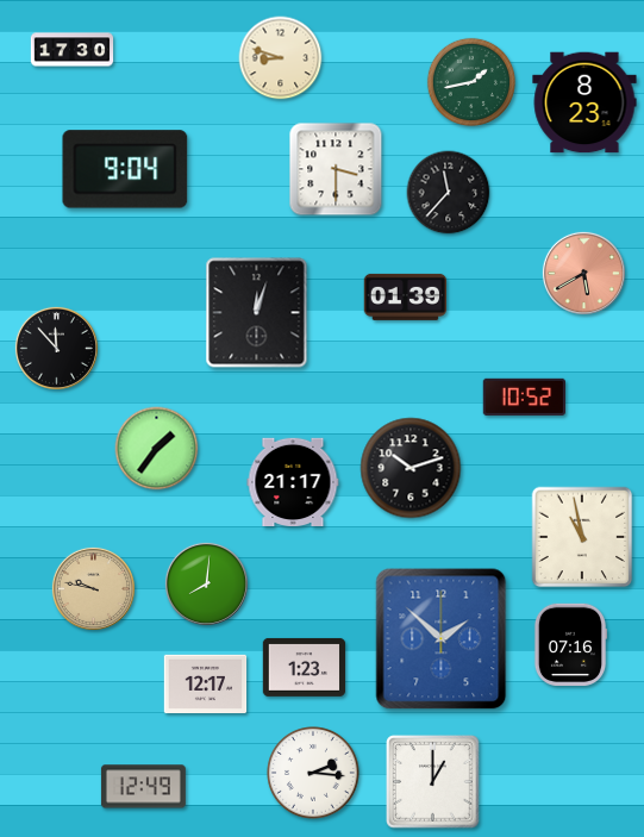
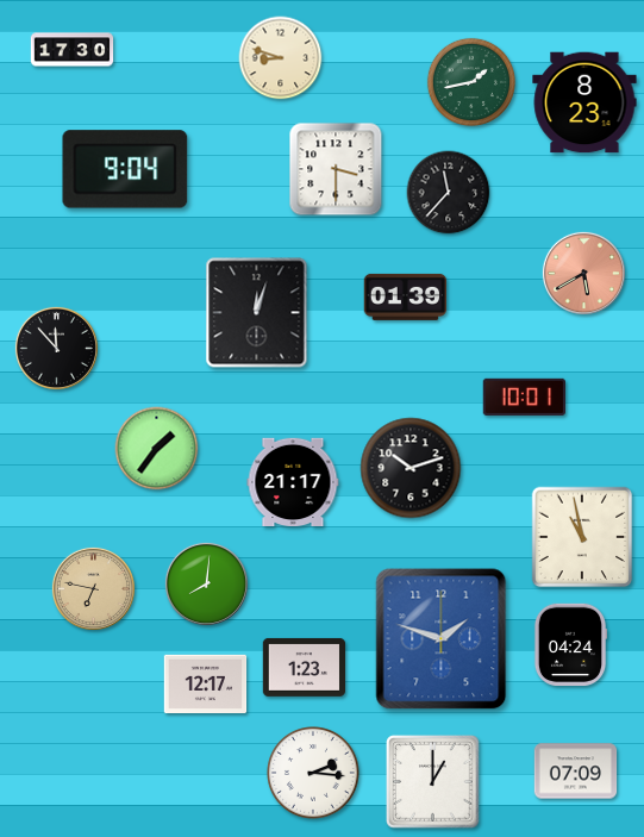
clock at (524, 396): 10:52 -> 10:01
clock at (93, 588): 9:47 -> 6:47
clock at (442, 639): 1:52 -> 1:48
clock at (570, 645): 07:16 -> 04:24
clock at (576, 772): none -> 07:09
clock at (143, 787): 12:49 -> none
